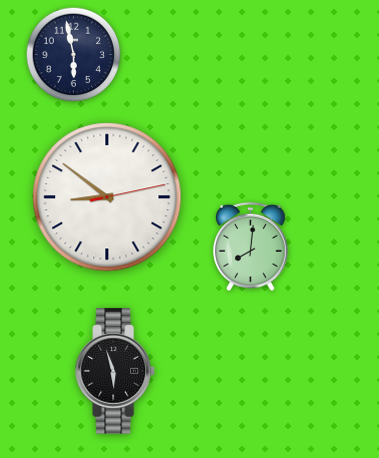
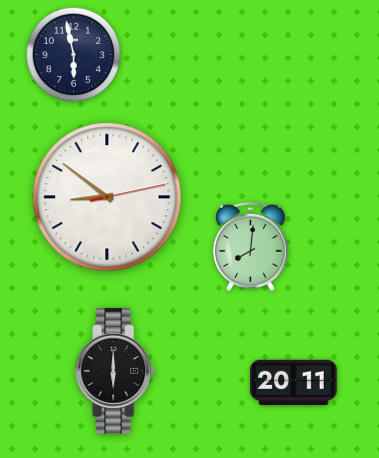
clock at (116, 371): 5:57 -> 6:00
clock at (294, 383): none -> 20:11
